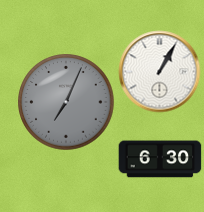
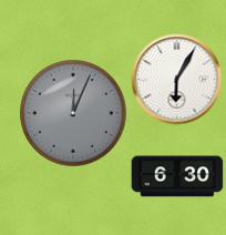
clock at (160, 72): 1:05 -> 6:05
clock at (66, 102): 7:04 -> 12:04
